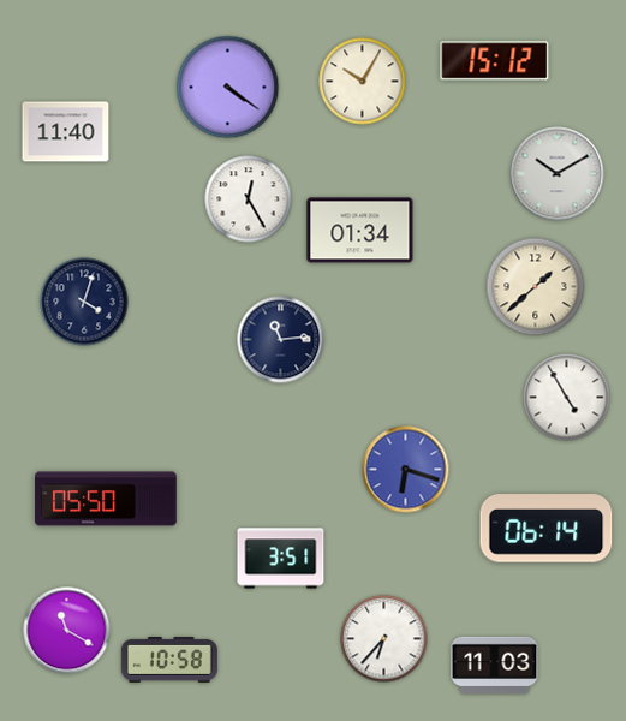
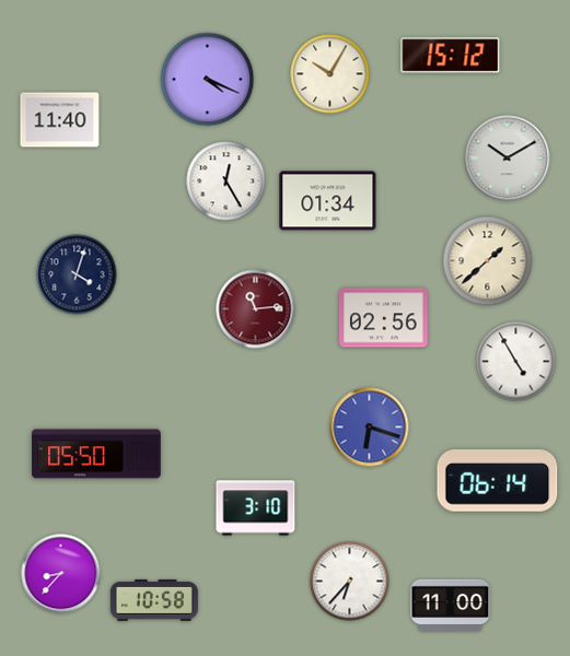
clock at (228, 88): 4:21 -> 4:19
clock at (360, 231) position: (360, 231) -> (328, 201)
clock at (281, 340) dial: navy -> burgundy
clock at (383, 318): none -> 02:56
clock at (281, 559): 3:51 -> 3:10
clock at (67, 631): 11:20 -> 8:37
clock at (495, 665): 11:03 -> 11:00
